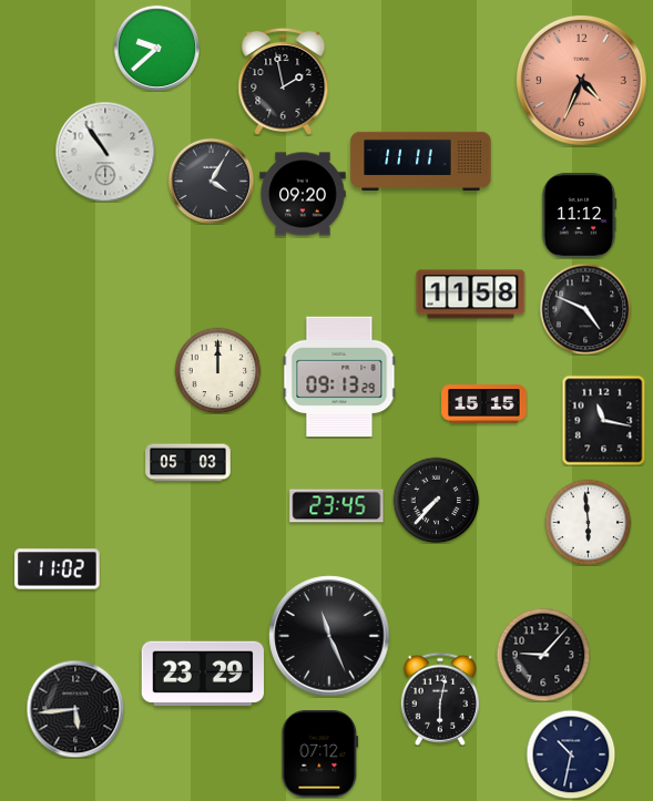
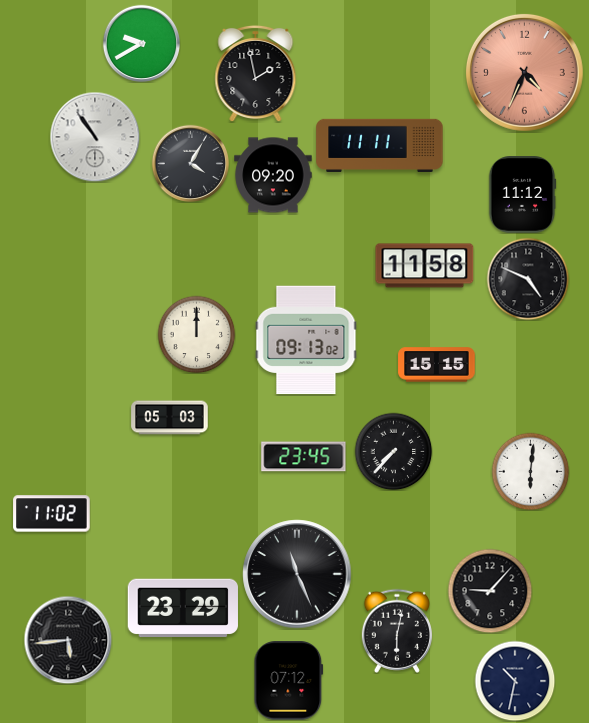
clock at (156, 48): 9:38 -> 9:40
clock at (339, 377): 09:13:29 -> 09:13:02
clock at (604, 420): 11:17 -> none
clock at (588, 522): 5:59 -> 6:01
